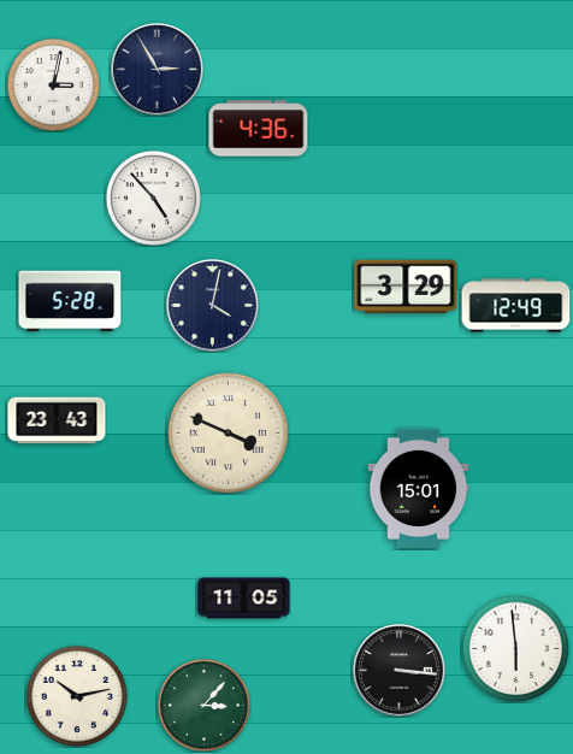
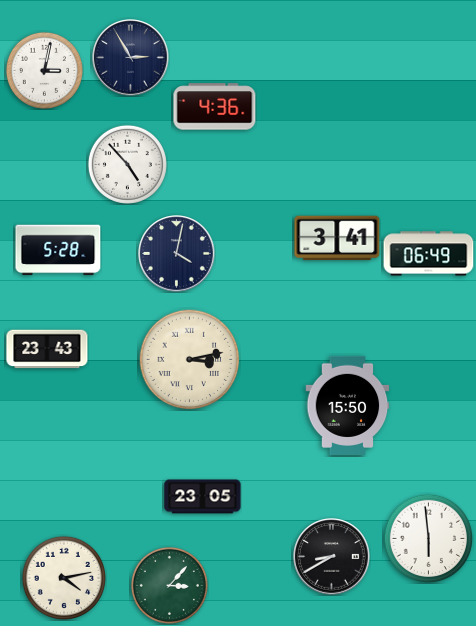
clock at (406, 287): 3:29 -> 3:41
clock at (516, 306): 12:49 -> 06:49
clock at (229, 434): 3:49 -> 3:13
clock at (419, 488): 15:01 -> 15:50
clock at (244, 599): 11:05 -> 23:05
clock at (400, 671): 3:16 -> 8:40
clock at (77, 696): 10:13 -> 4:13
